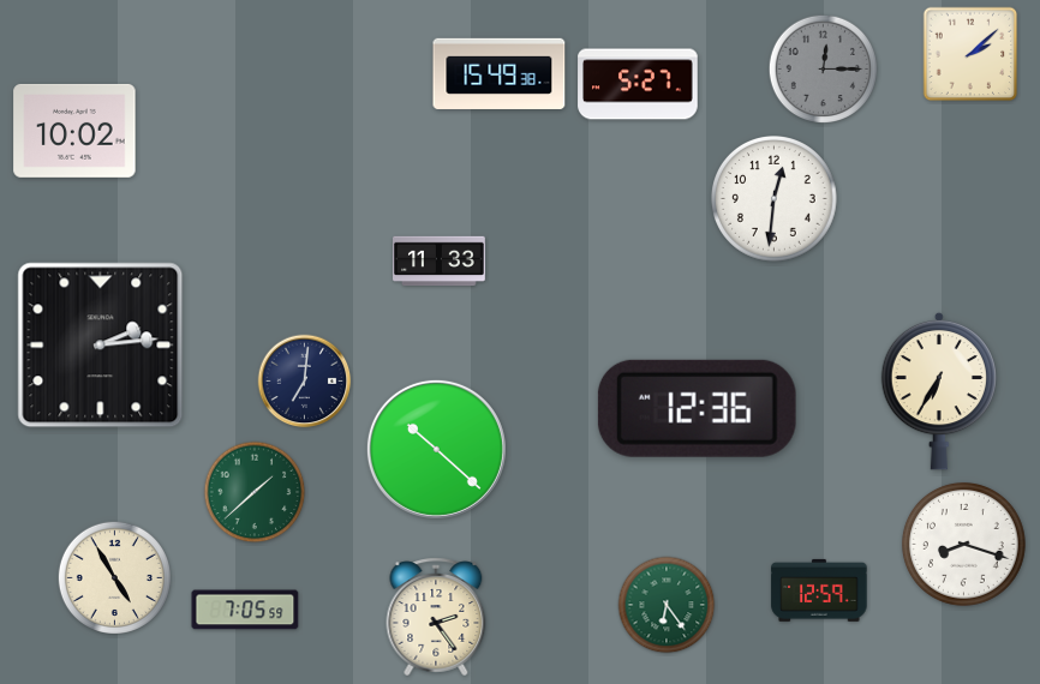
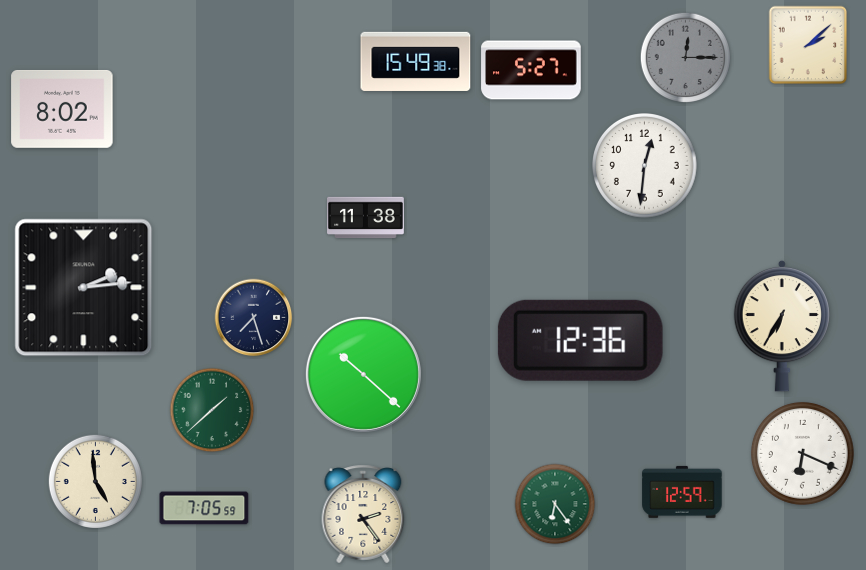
clock at (74, 131): 10:02 -> 8:02
clock at (440, 262): 11:33 -> 11:38
clock at (305, 382): 7:01 -> 7:27
clock at (963, 544): 8:18 -> 6:19
clock at (114, 577): 4:55 -> 4:59
